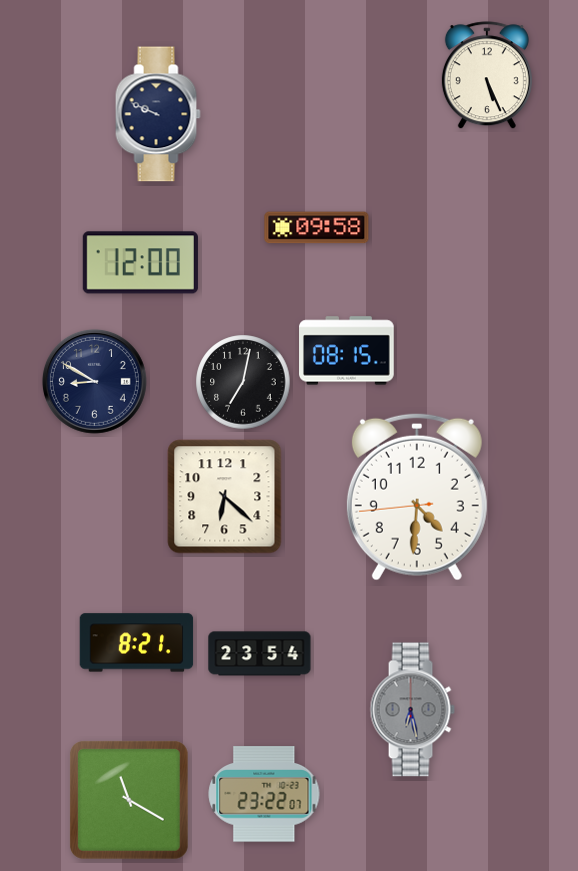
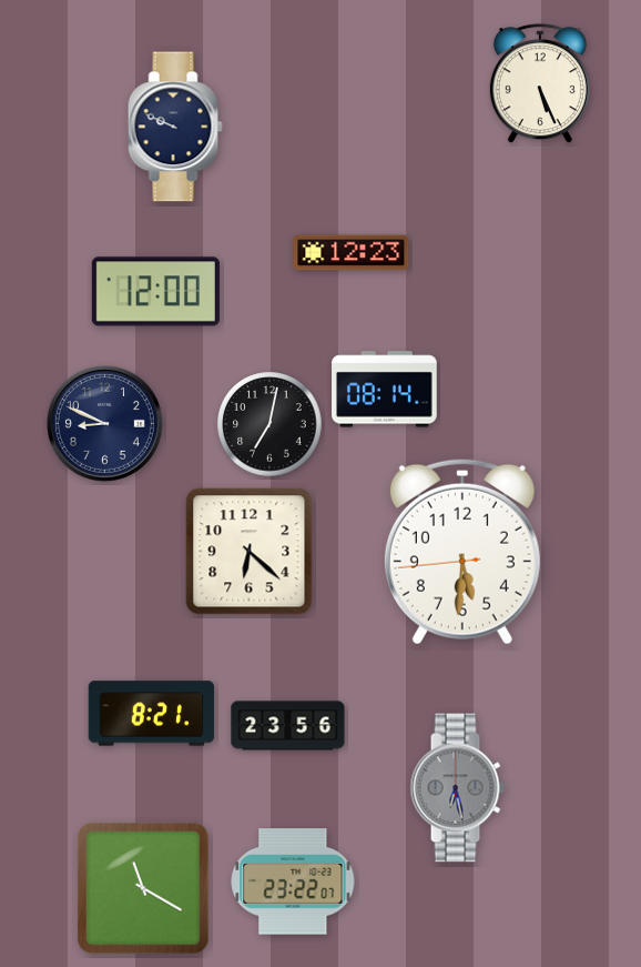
clock at (317, 228): 09:58 -> 12:23
clock at (347, 351): 08:15 -> 08:14
clock at (94, 381): 8:50 -> 8:49
clock at (417, 497): 4:30 -> 5:30
clock at (260, 654): 23:54 -> 23:56
